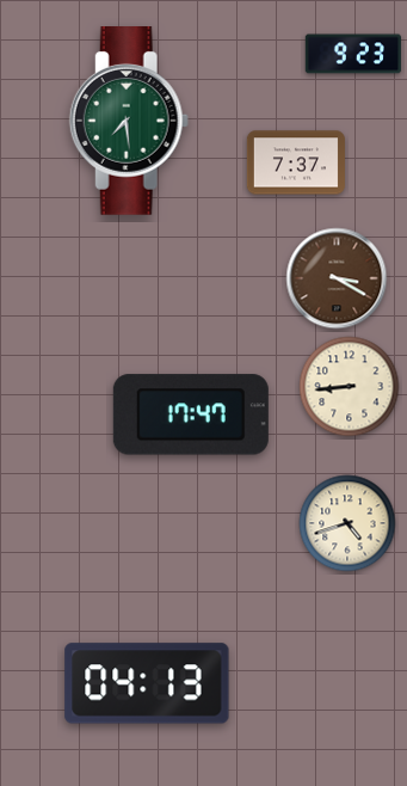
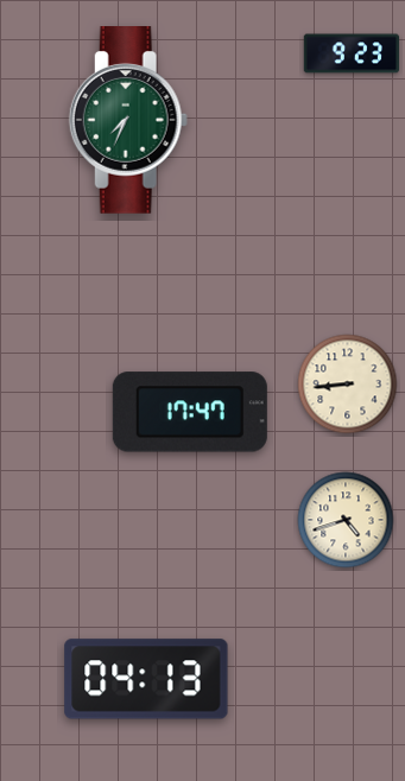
clock at (129, 121): 7:29 -> 7:34
clock at (296, 162): 7:37 -> none
clock at (337, 278): 3:20 -> none
